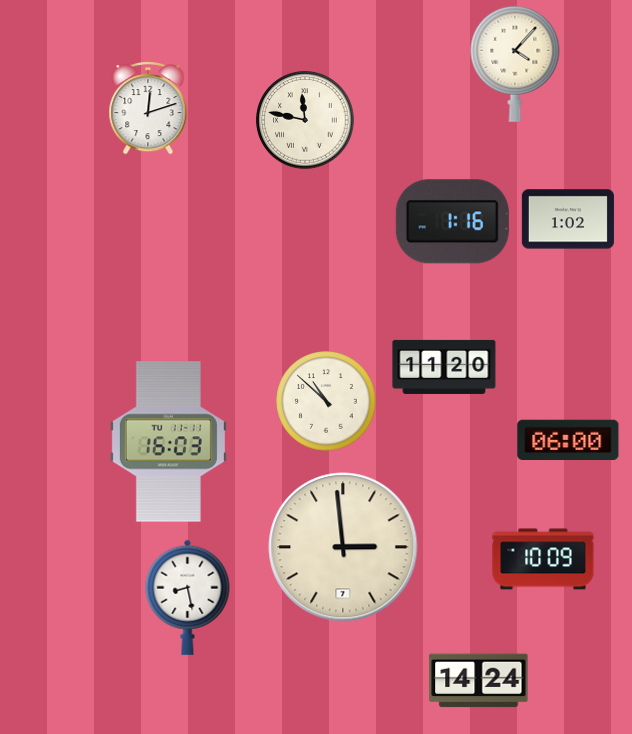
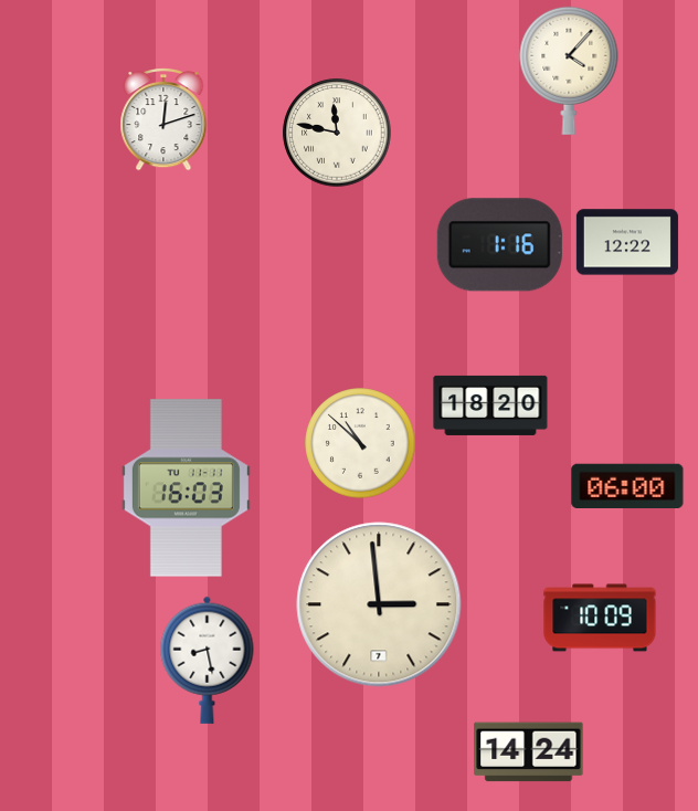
clock at (568, 219): 1:02 -> 12:22
clock at (444, 367): 11:20 -> 18:20
